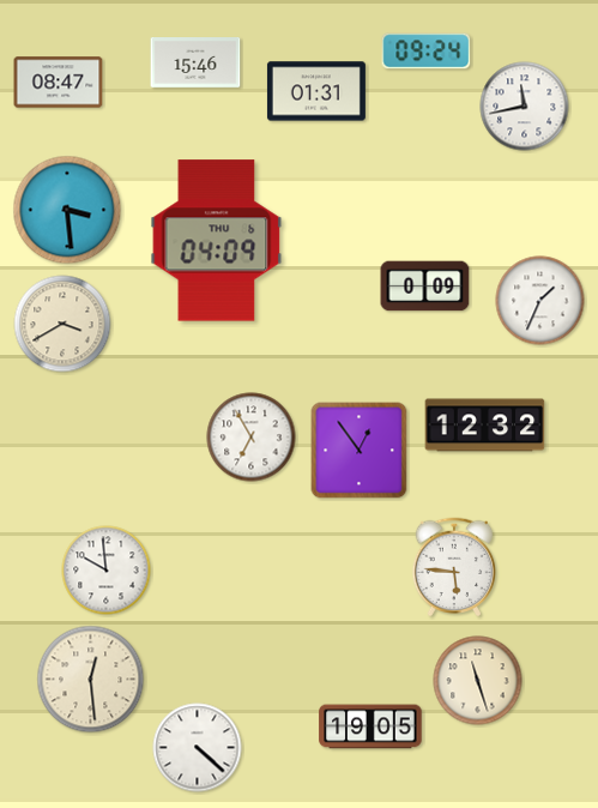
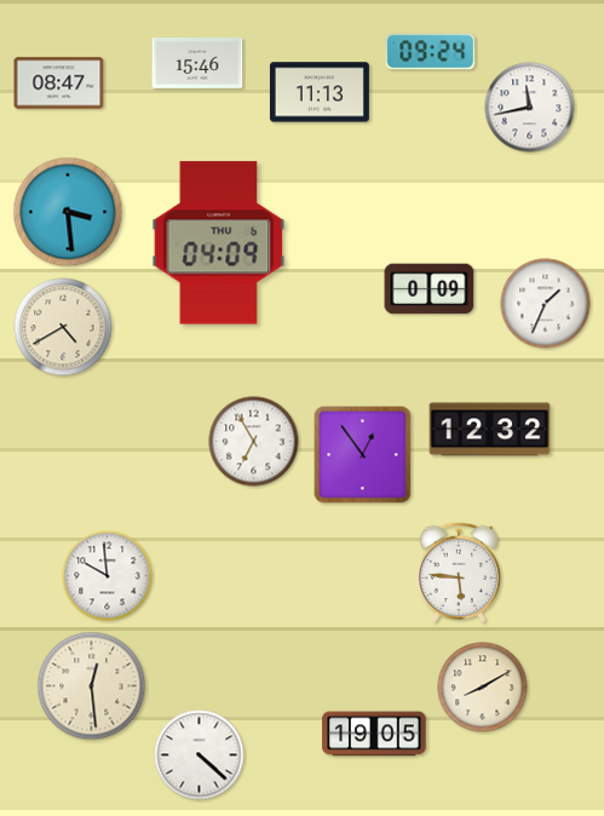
clock at (316, 91): 01:31 -> 11:13
clock at (62, 324): 3:40 -> 4:40
clock at (478, 681): 11:27 -> 8:10
